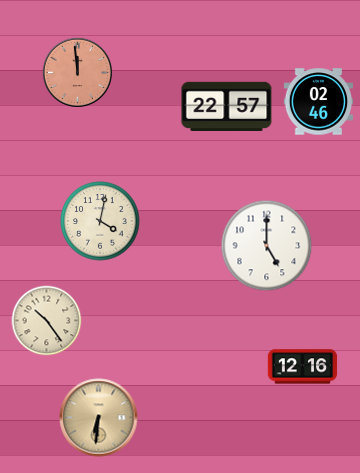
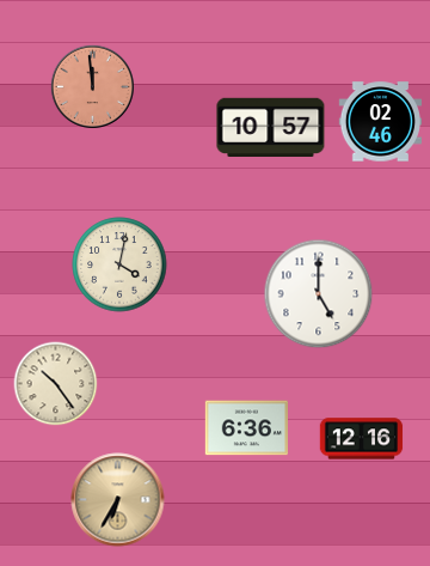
clock at (227, 106): 22:57 -> 10:57
clock at (246, 428): none -> 6:36
clock at (99, 418): 6:31 -> 6:35
